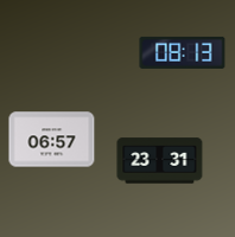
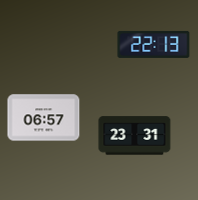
clock at (183, 52): 08:13 -> 22:13
